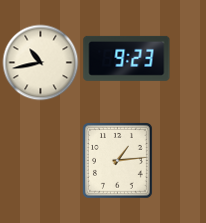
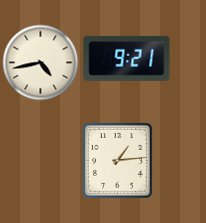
clock at (127, 58): 9:23 -> 9:21
clock at (41, 63): 10:43 -> 4:43
